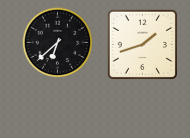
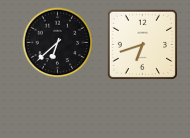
clock at (142, 44): 1:42 -> 6:42
